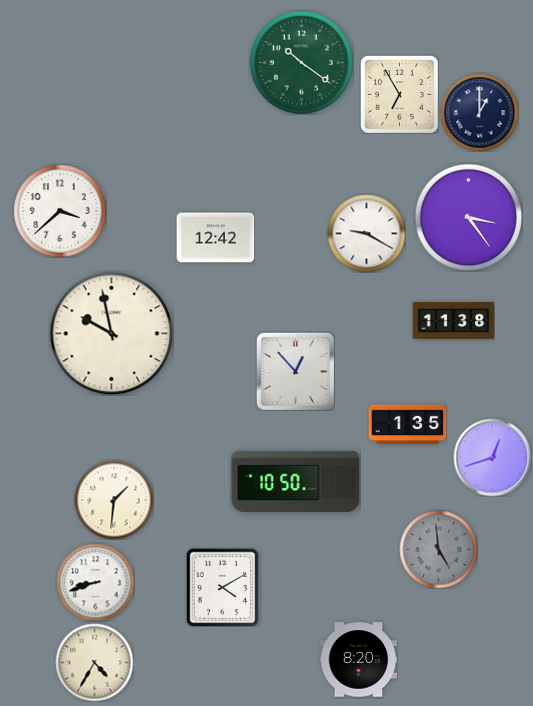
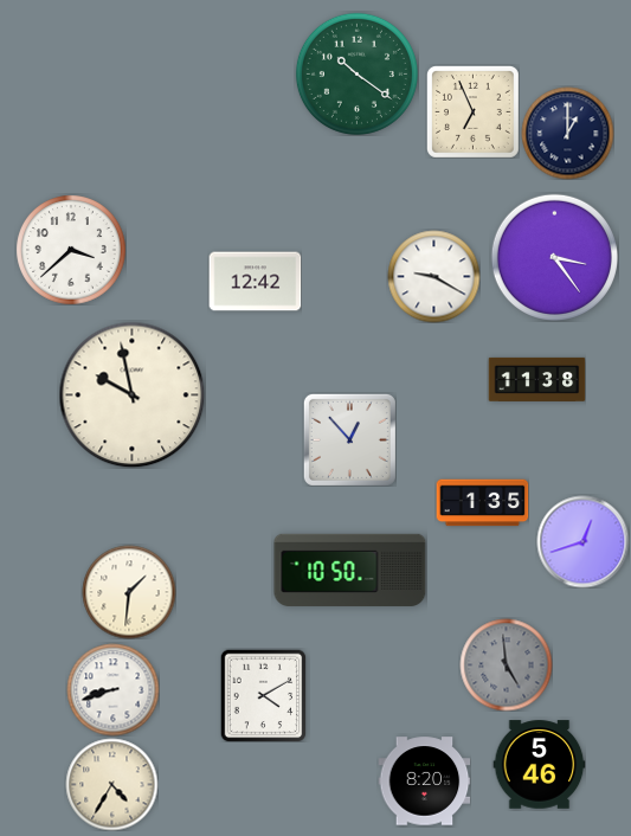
clock at (399, 94): 6:55 -> 6:56
clock at (114, 500) position: (114, 500) -> (129, 592)
clock at (438, 549) position: (438, 549) -> (506, 664)
clock at (539, 765): none -> 5:46
